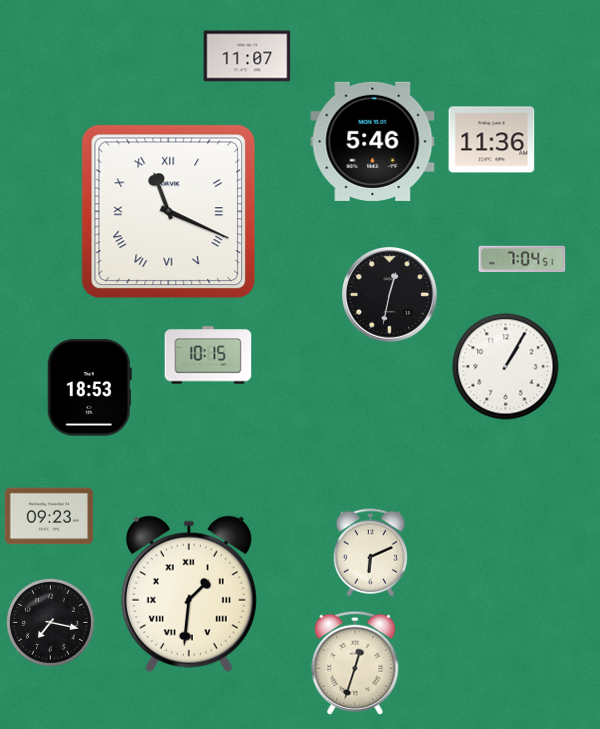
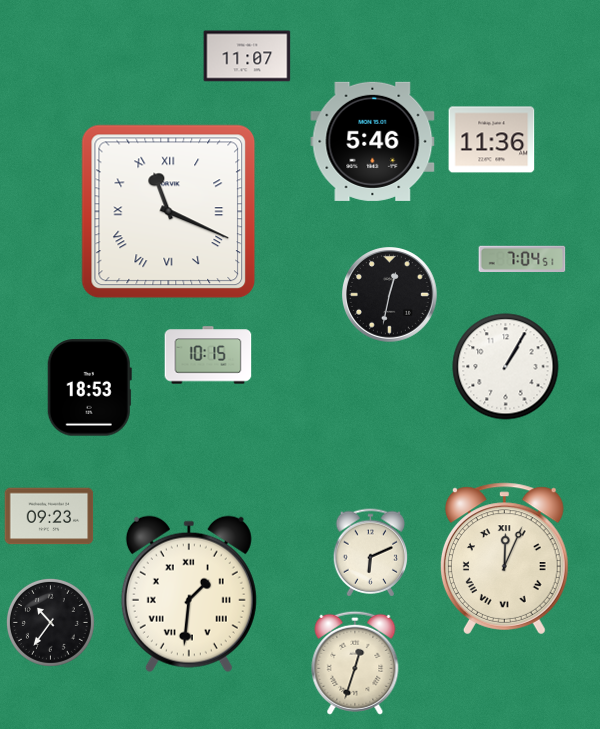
clock at (504, 559): none -> 12:04
clock at (50, 622): 7:17 -> 10:36
